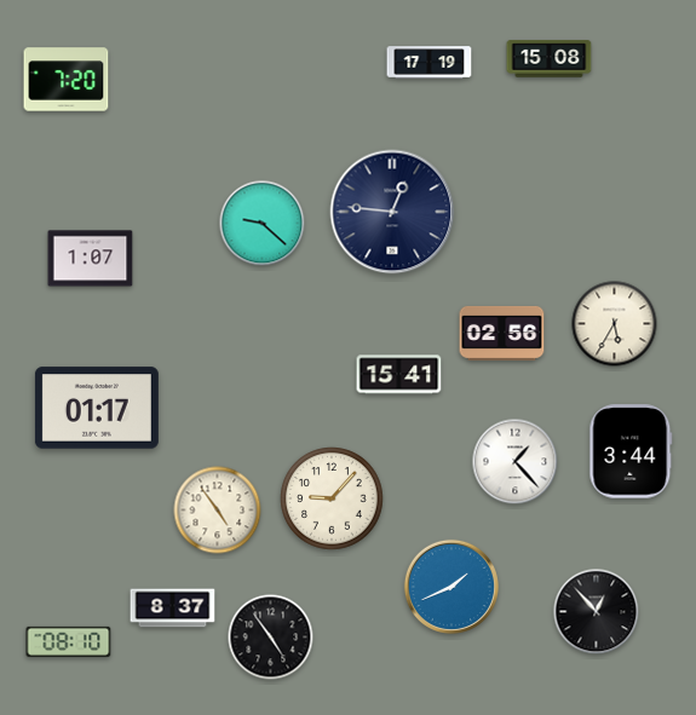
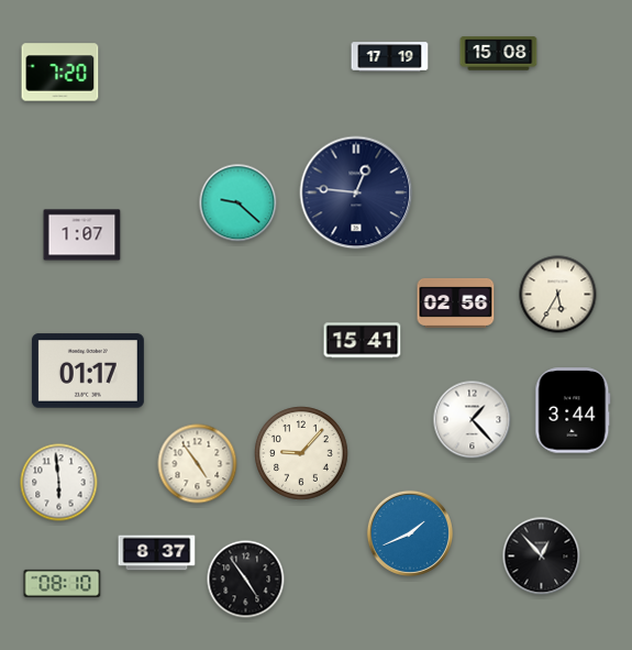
clock at (516, 462) position: (516, 462) -> (473, 420)
clock at (59, 483): none -> 5:59
